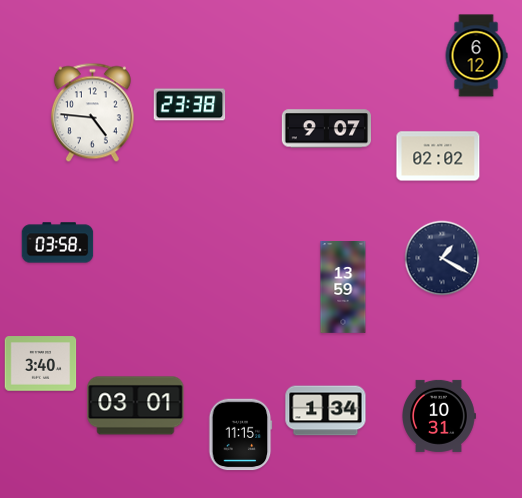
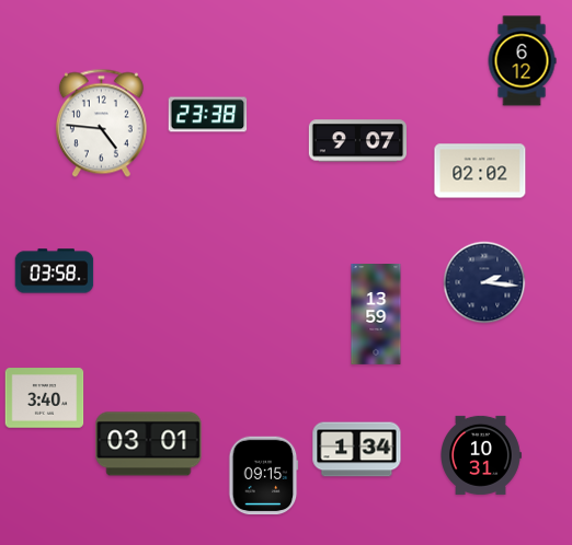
clock at (58, 243) position: (58, 243) -> (55, 271)
clock at (442, 258): 1:20 -> 2:16
clock at (241, 435): 11:15 -> 09:15
